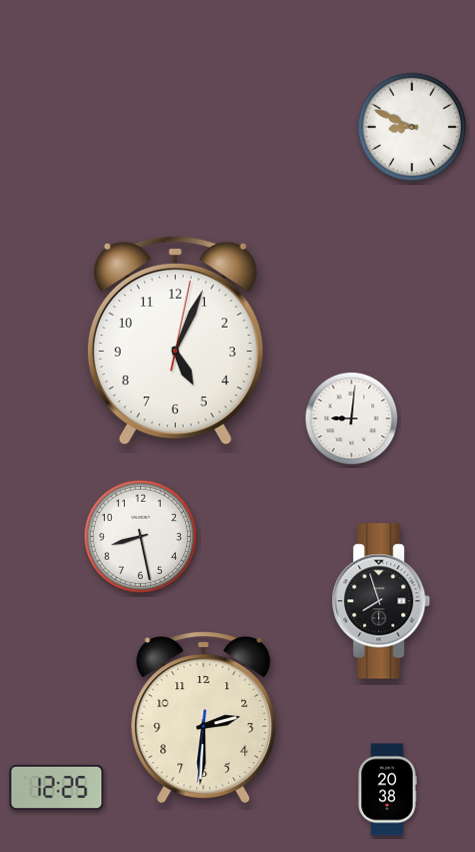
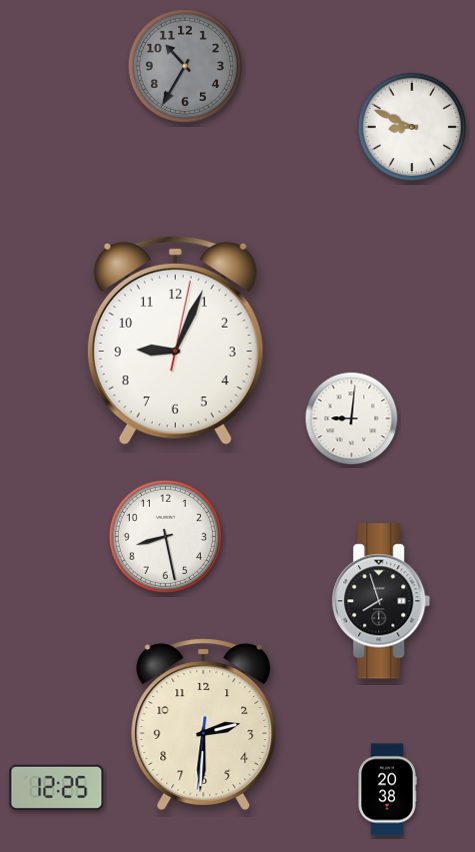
clock at (185, 66): none -> 10:35
clock at (175, 340): 5:04 -> 9:04
clock at (140, 536) position: (140, 536) -> (165, 536)
clock at (204, 717) position: (204, 717) -> (204, 724)
